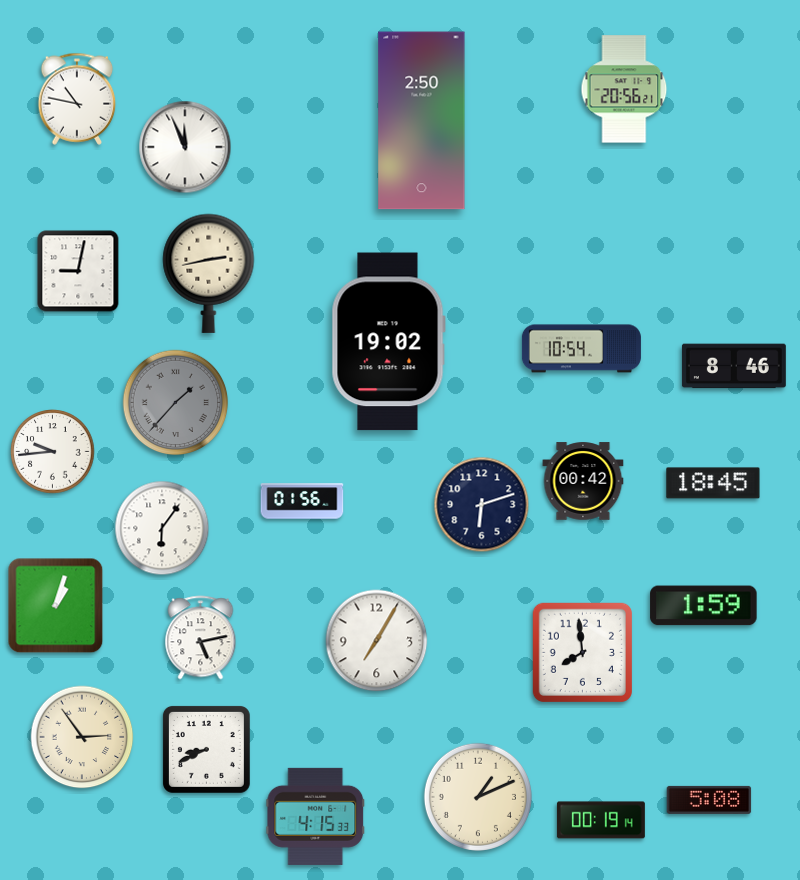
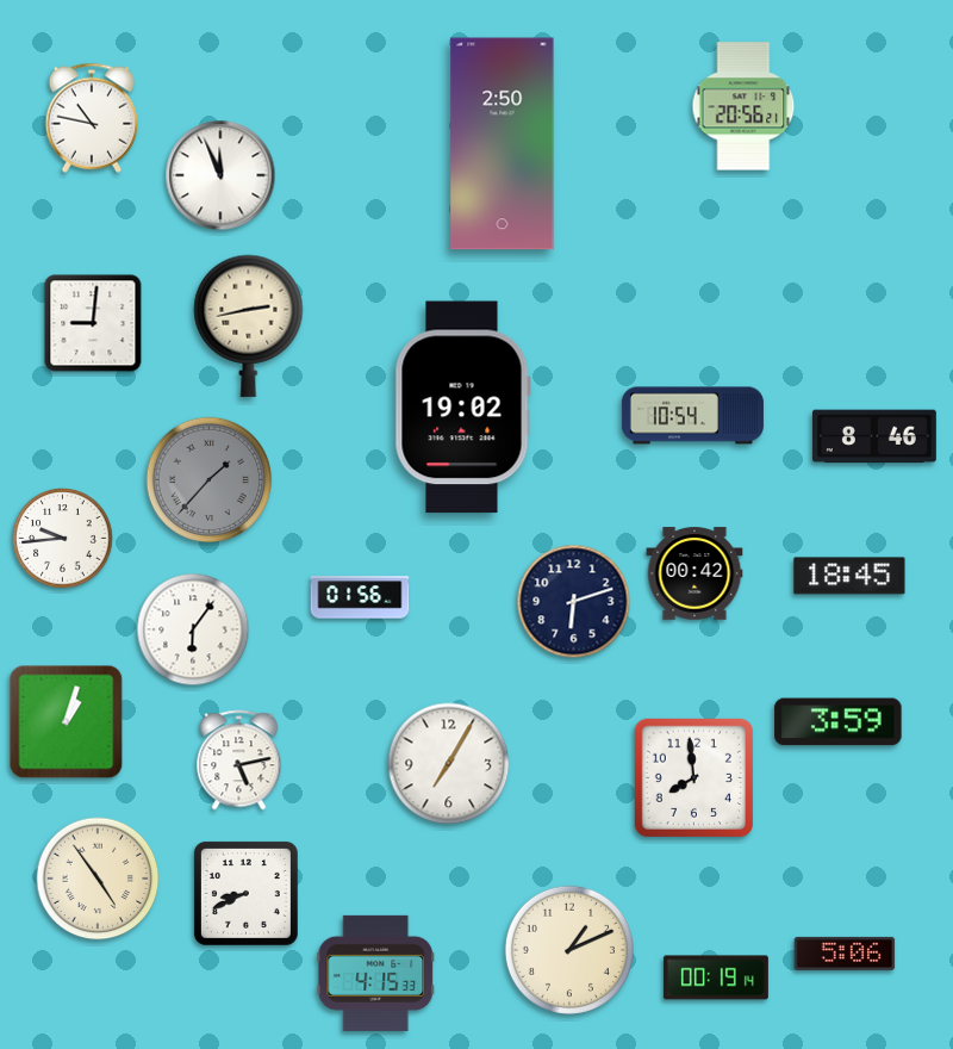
clock at (78, 271): 9:02 -> 9:01
clock at (704, 606): 1:59 -> 3:59
clock at (82, 737): 2:54 -> 4:54
clock at (709, 800): 5:08 -> 5:06
